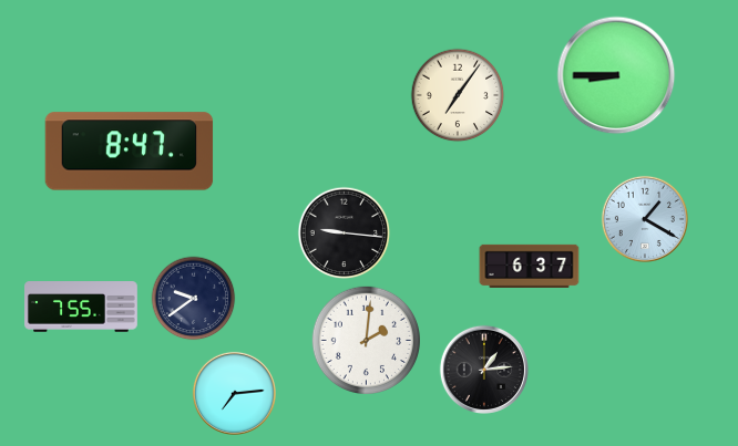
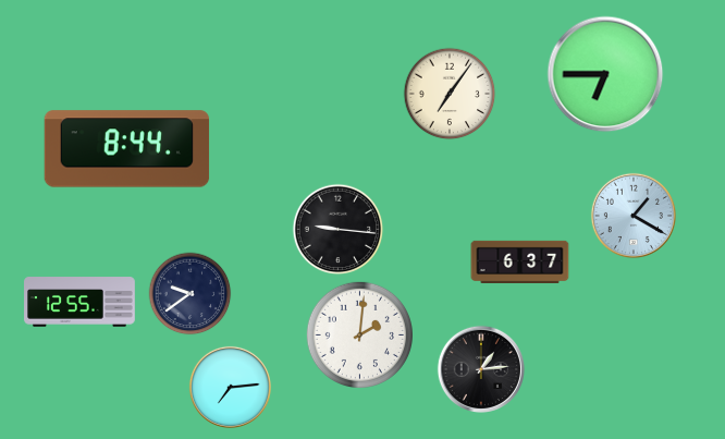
clock at (616, 75): 8:45 -> 6:45
clock at (130, 152): 8:47 -> 8:44
clock at (81, 307): 7:55 -> 12:55
clock at (484, 370) position: (484, 370) -> (481, 369)
